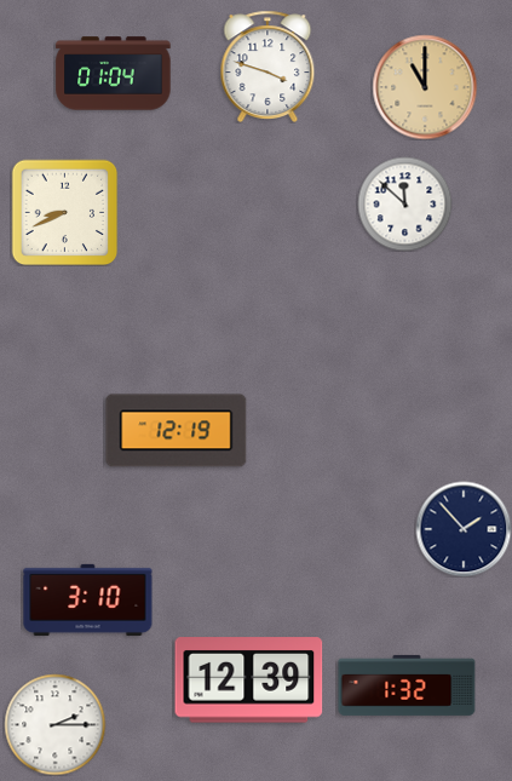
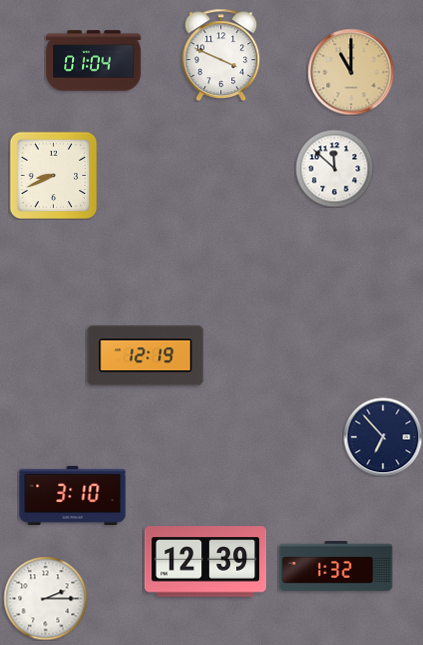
clock at (267, 65): 3:48 -> 3:49
clock at (464, 529): 1:53 -> 6:53
